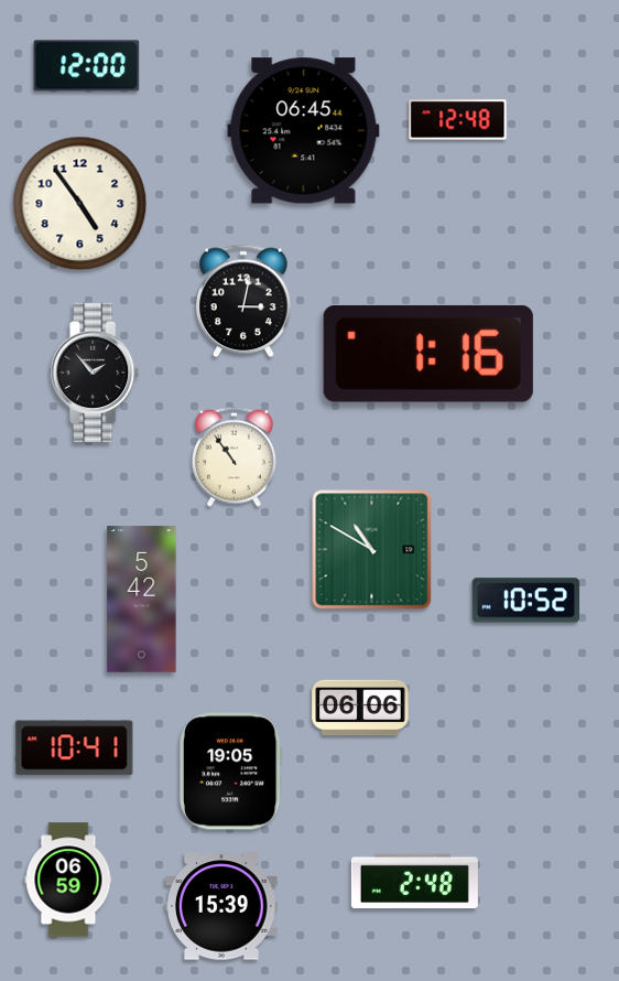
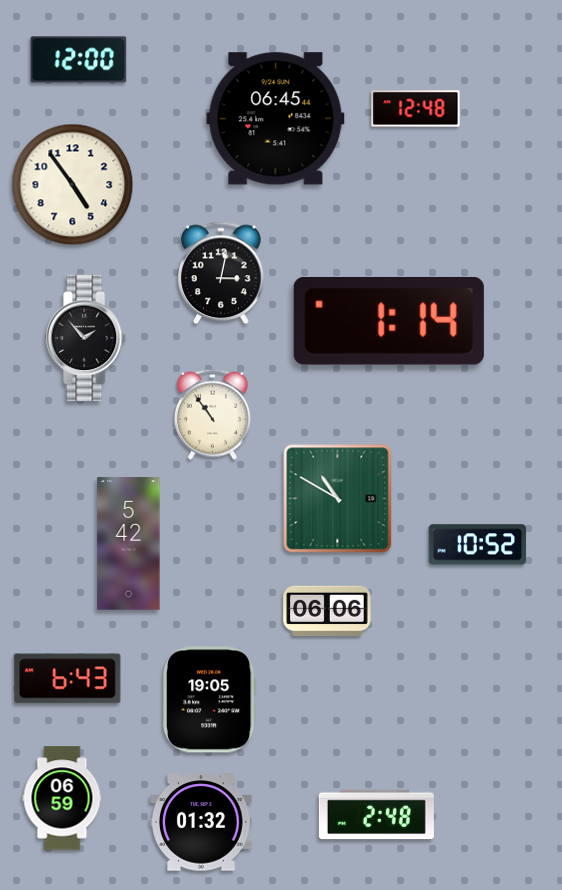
clock at (428, 354): 1:16 -> 1:14
clock at (360, 708) position: (360, 708) -> (327, 611)
clock at (75, 748): 10:41 -> 6:43
clock at (414, 882) position: (414, 882) -> (376, 815)
clock at (222, 906): 15:39 -> 01:32
